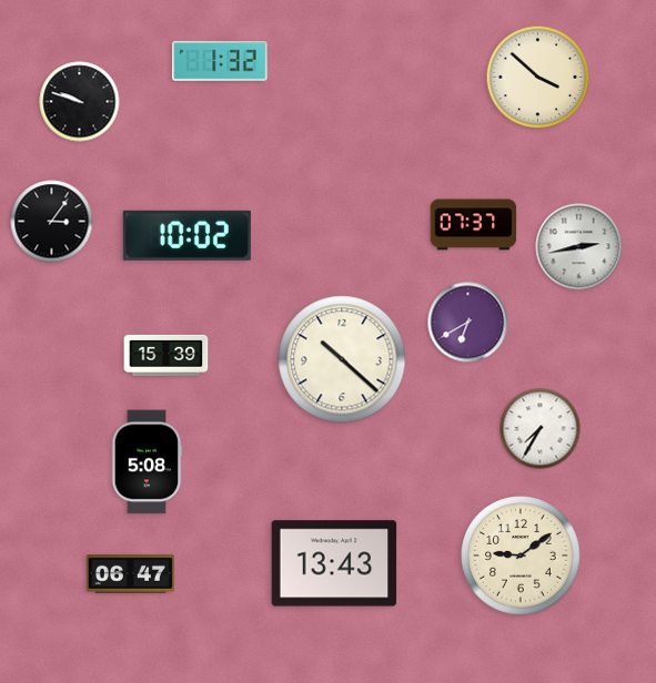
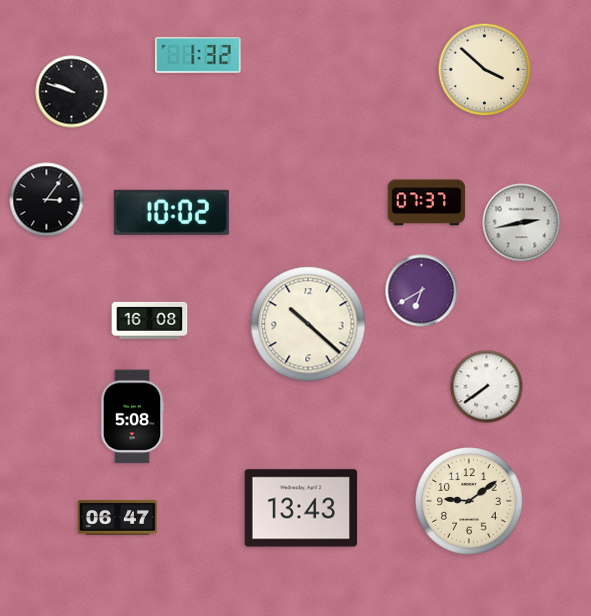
clock at (186, 235) position: (186, 235) -> (171, 212)
clock at (166, 355): 15:39 -> 16:08
clock at (541, 429): 7:35 -> 7:39
